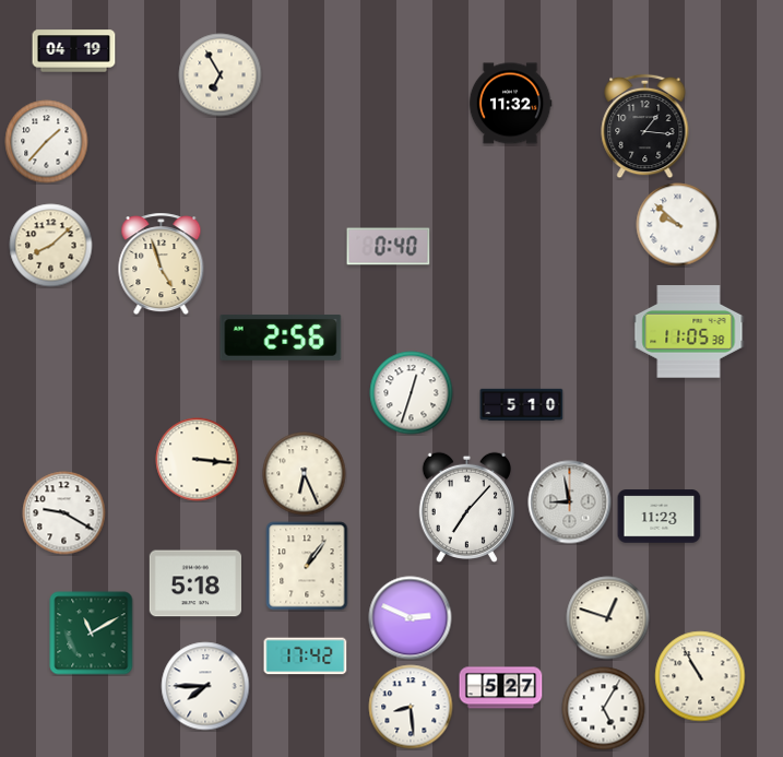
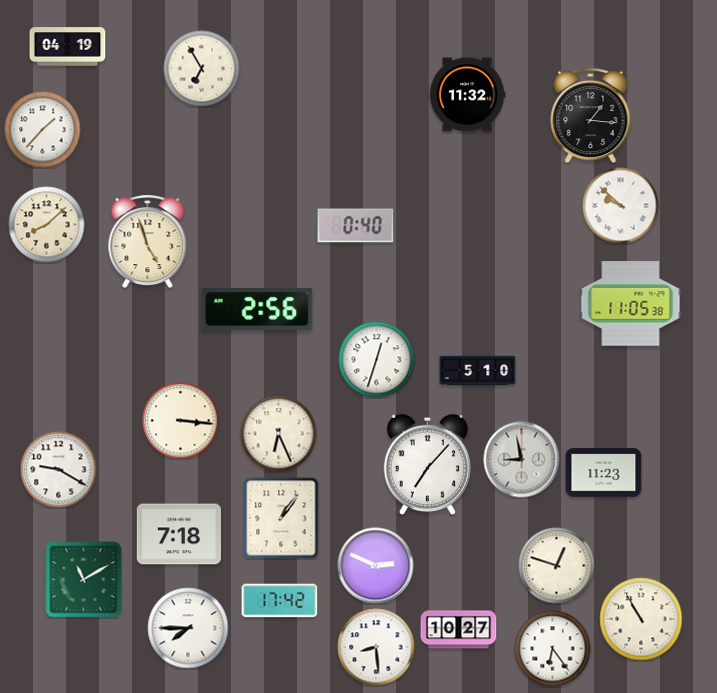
clock at (194, 583): 5:18 -> 7:18
clock at (501, 688): 5:27 -> 10:27
clock at (604, 709): 5:05 -> 6:24
